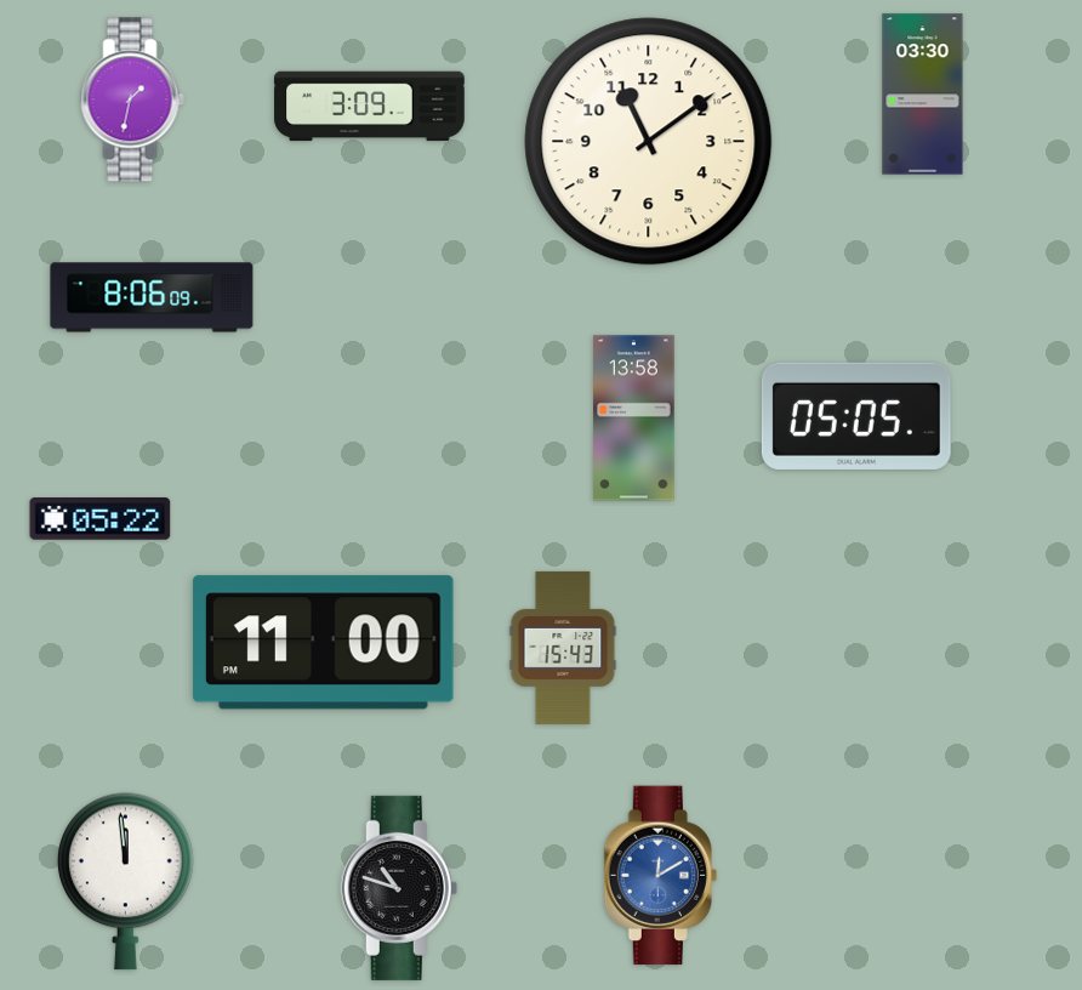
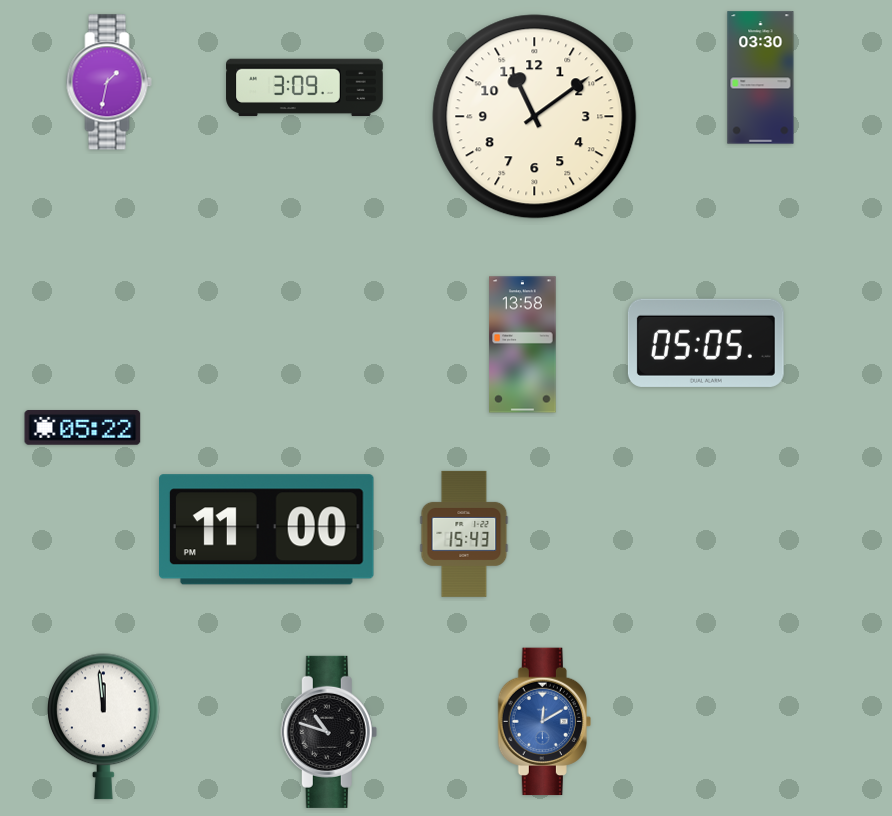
clock at (152, 297): 8:06 -> none
